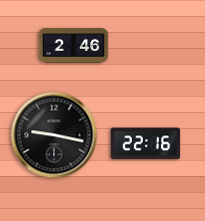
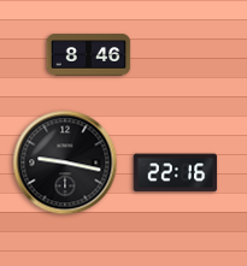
clock at (74, 46): 2:46 -> 8:46
